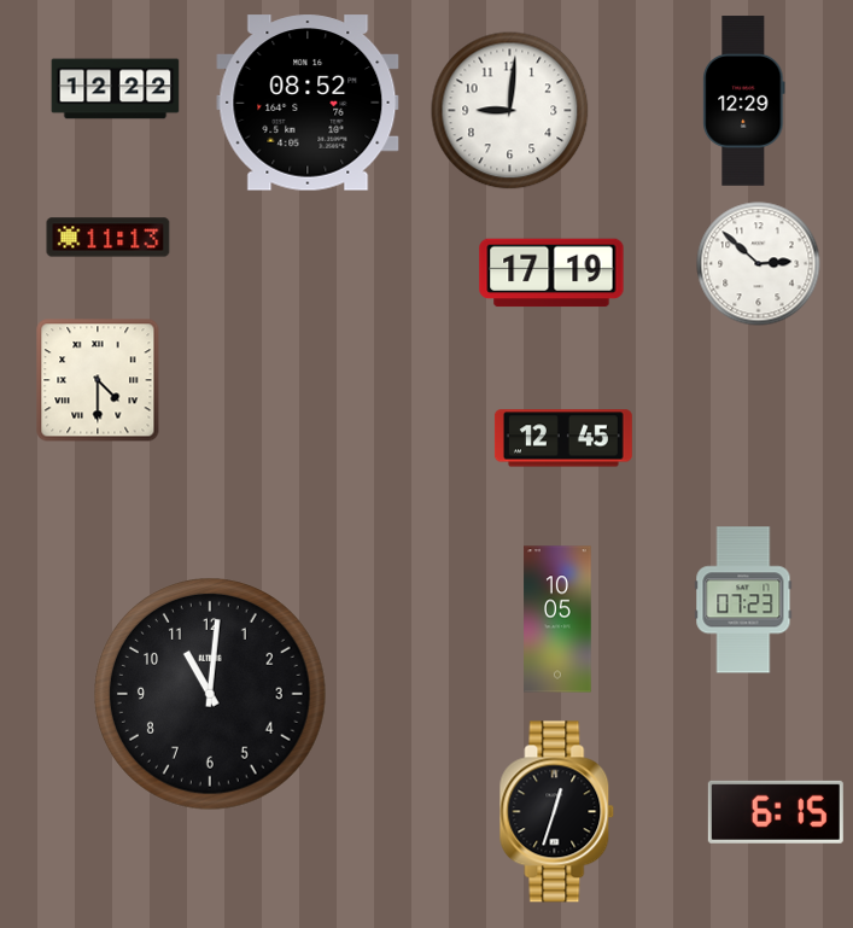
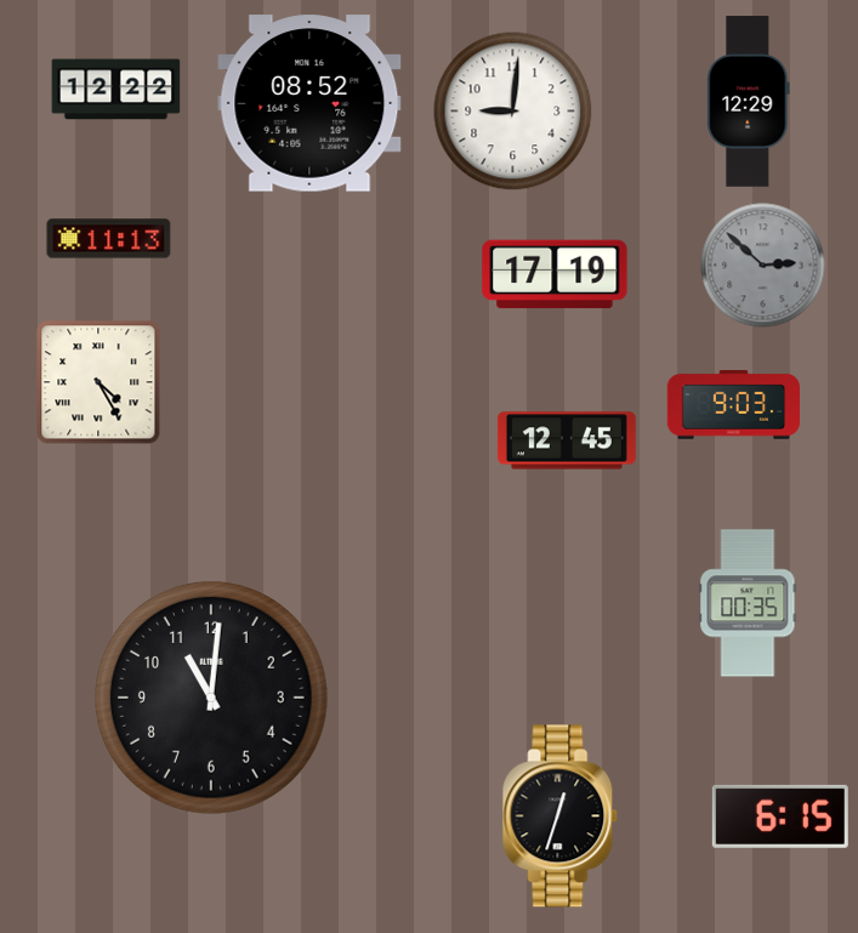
clock at (759, 264) dial: white -> grey
clock at (98, 380): 4:30 -> 4:25
clock at (734, 405): none -> 9:03
clock at (743, 600): 07:23 -> 00:35
clock at (557, 619): 10:05 -> none
